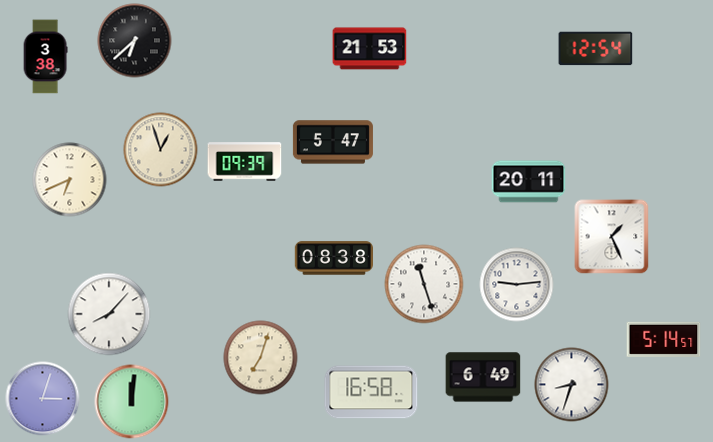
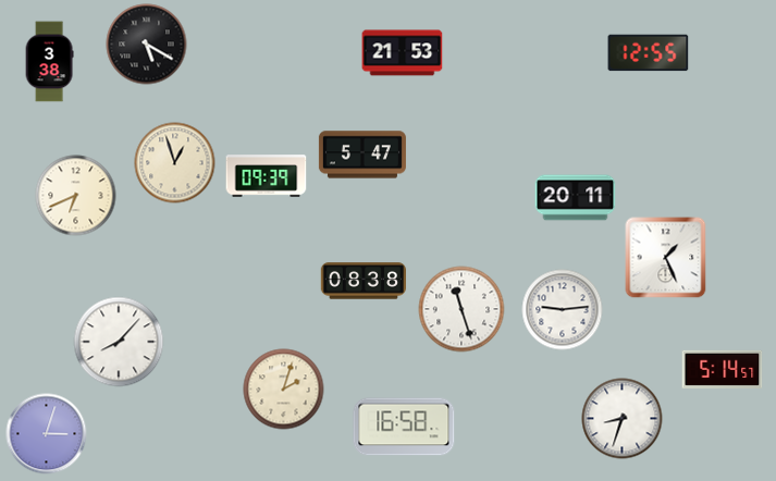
clock at (135, 41): 6:38 -> 5:20
clock at (596, 49): 12:54 -> 12:55
clock at (261, 358): 7:03 -> 2:03
clock at (483, 377): 6:49 -> none
clock at (132, 402): 12:01 -> none
